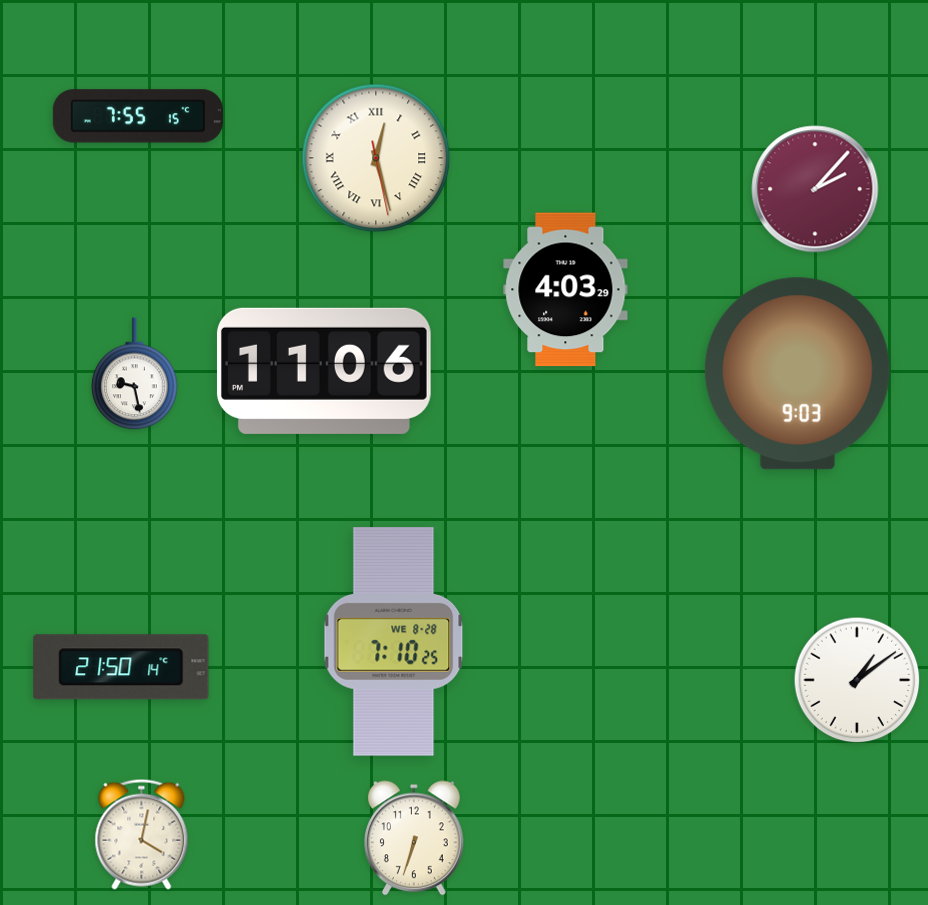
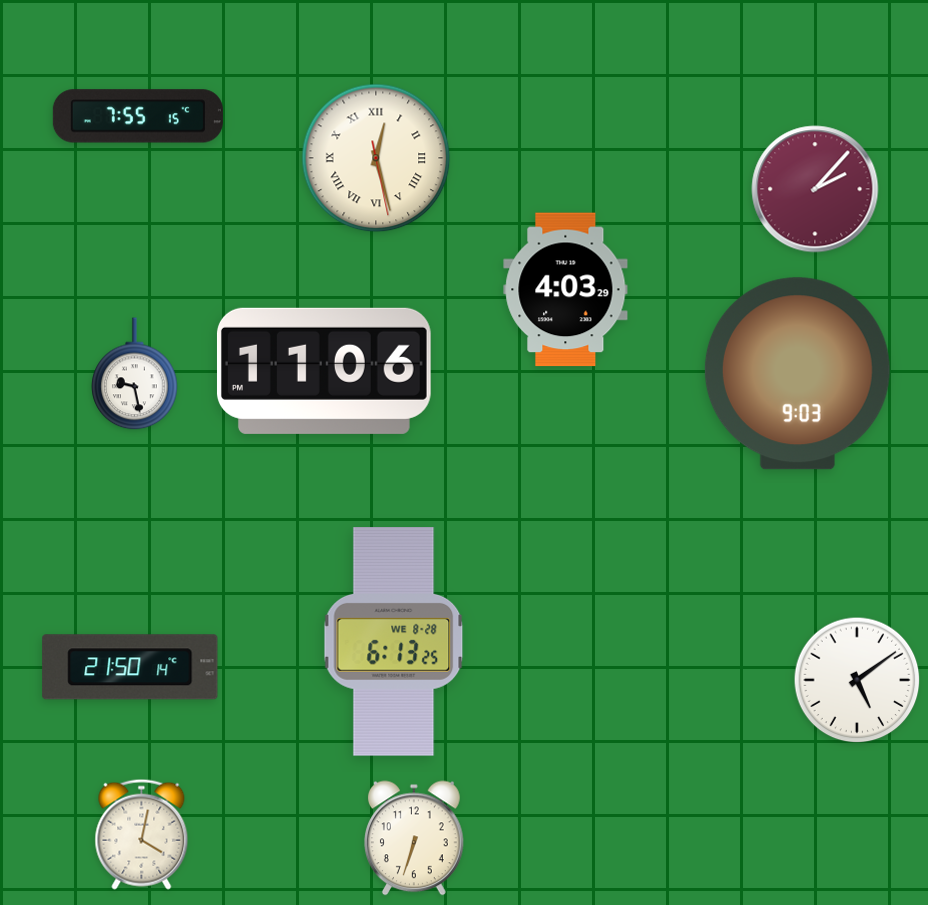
clock at (394, 642): 7:10 -> 6:13
clock at (121, 667) position: (121, 667) -> (130, 667)
clock at (857, 680): 1:09 -> 5:09
